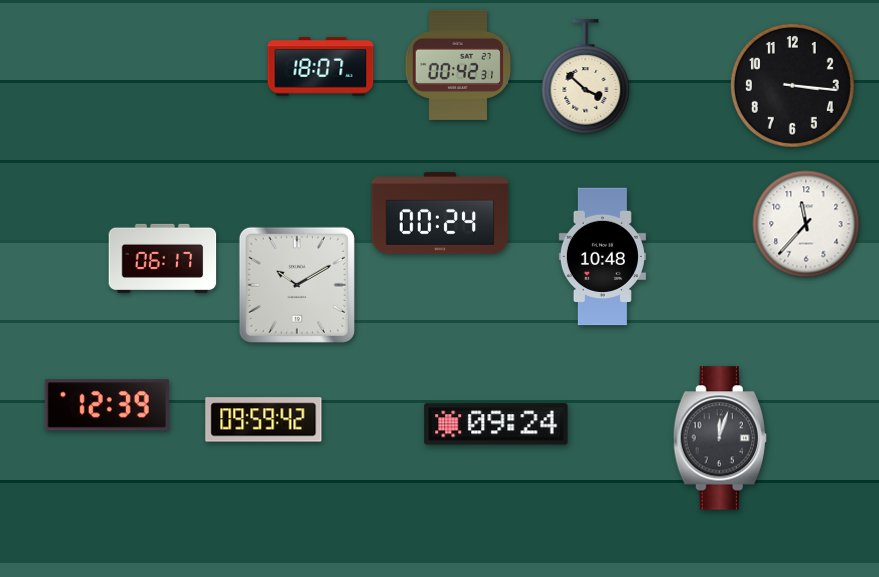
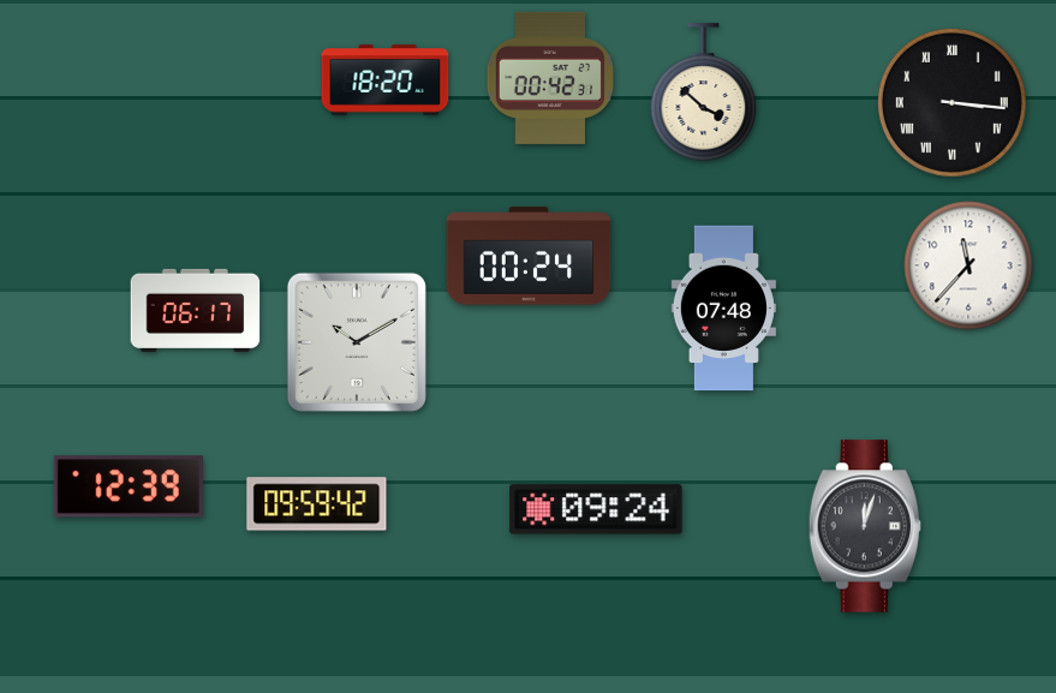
clock at (321, 67): 18:07 -> 18:20
clock at (792, 85) numerals: Arabic -> Roman
clock at (806, 224) position: (806, 224) -> (968, 265)
clock at (602, 257): 10:48 -> 07:48
